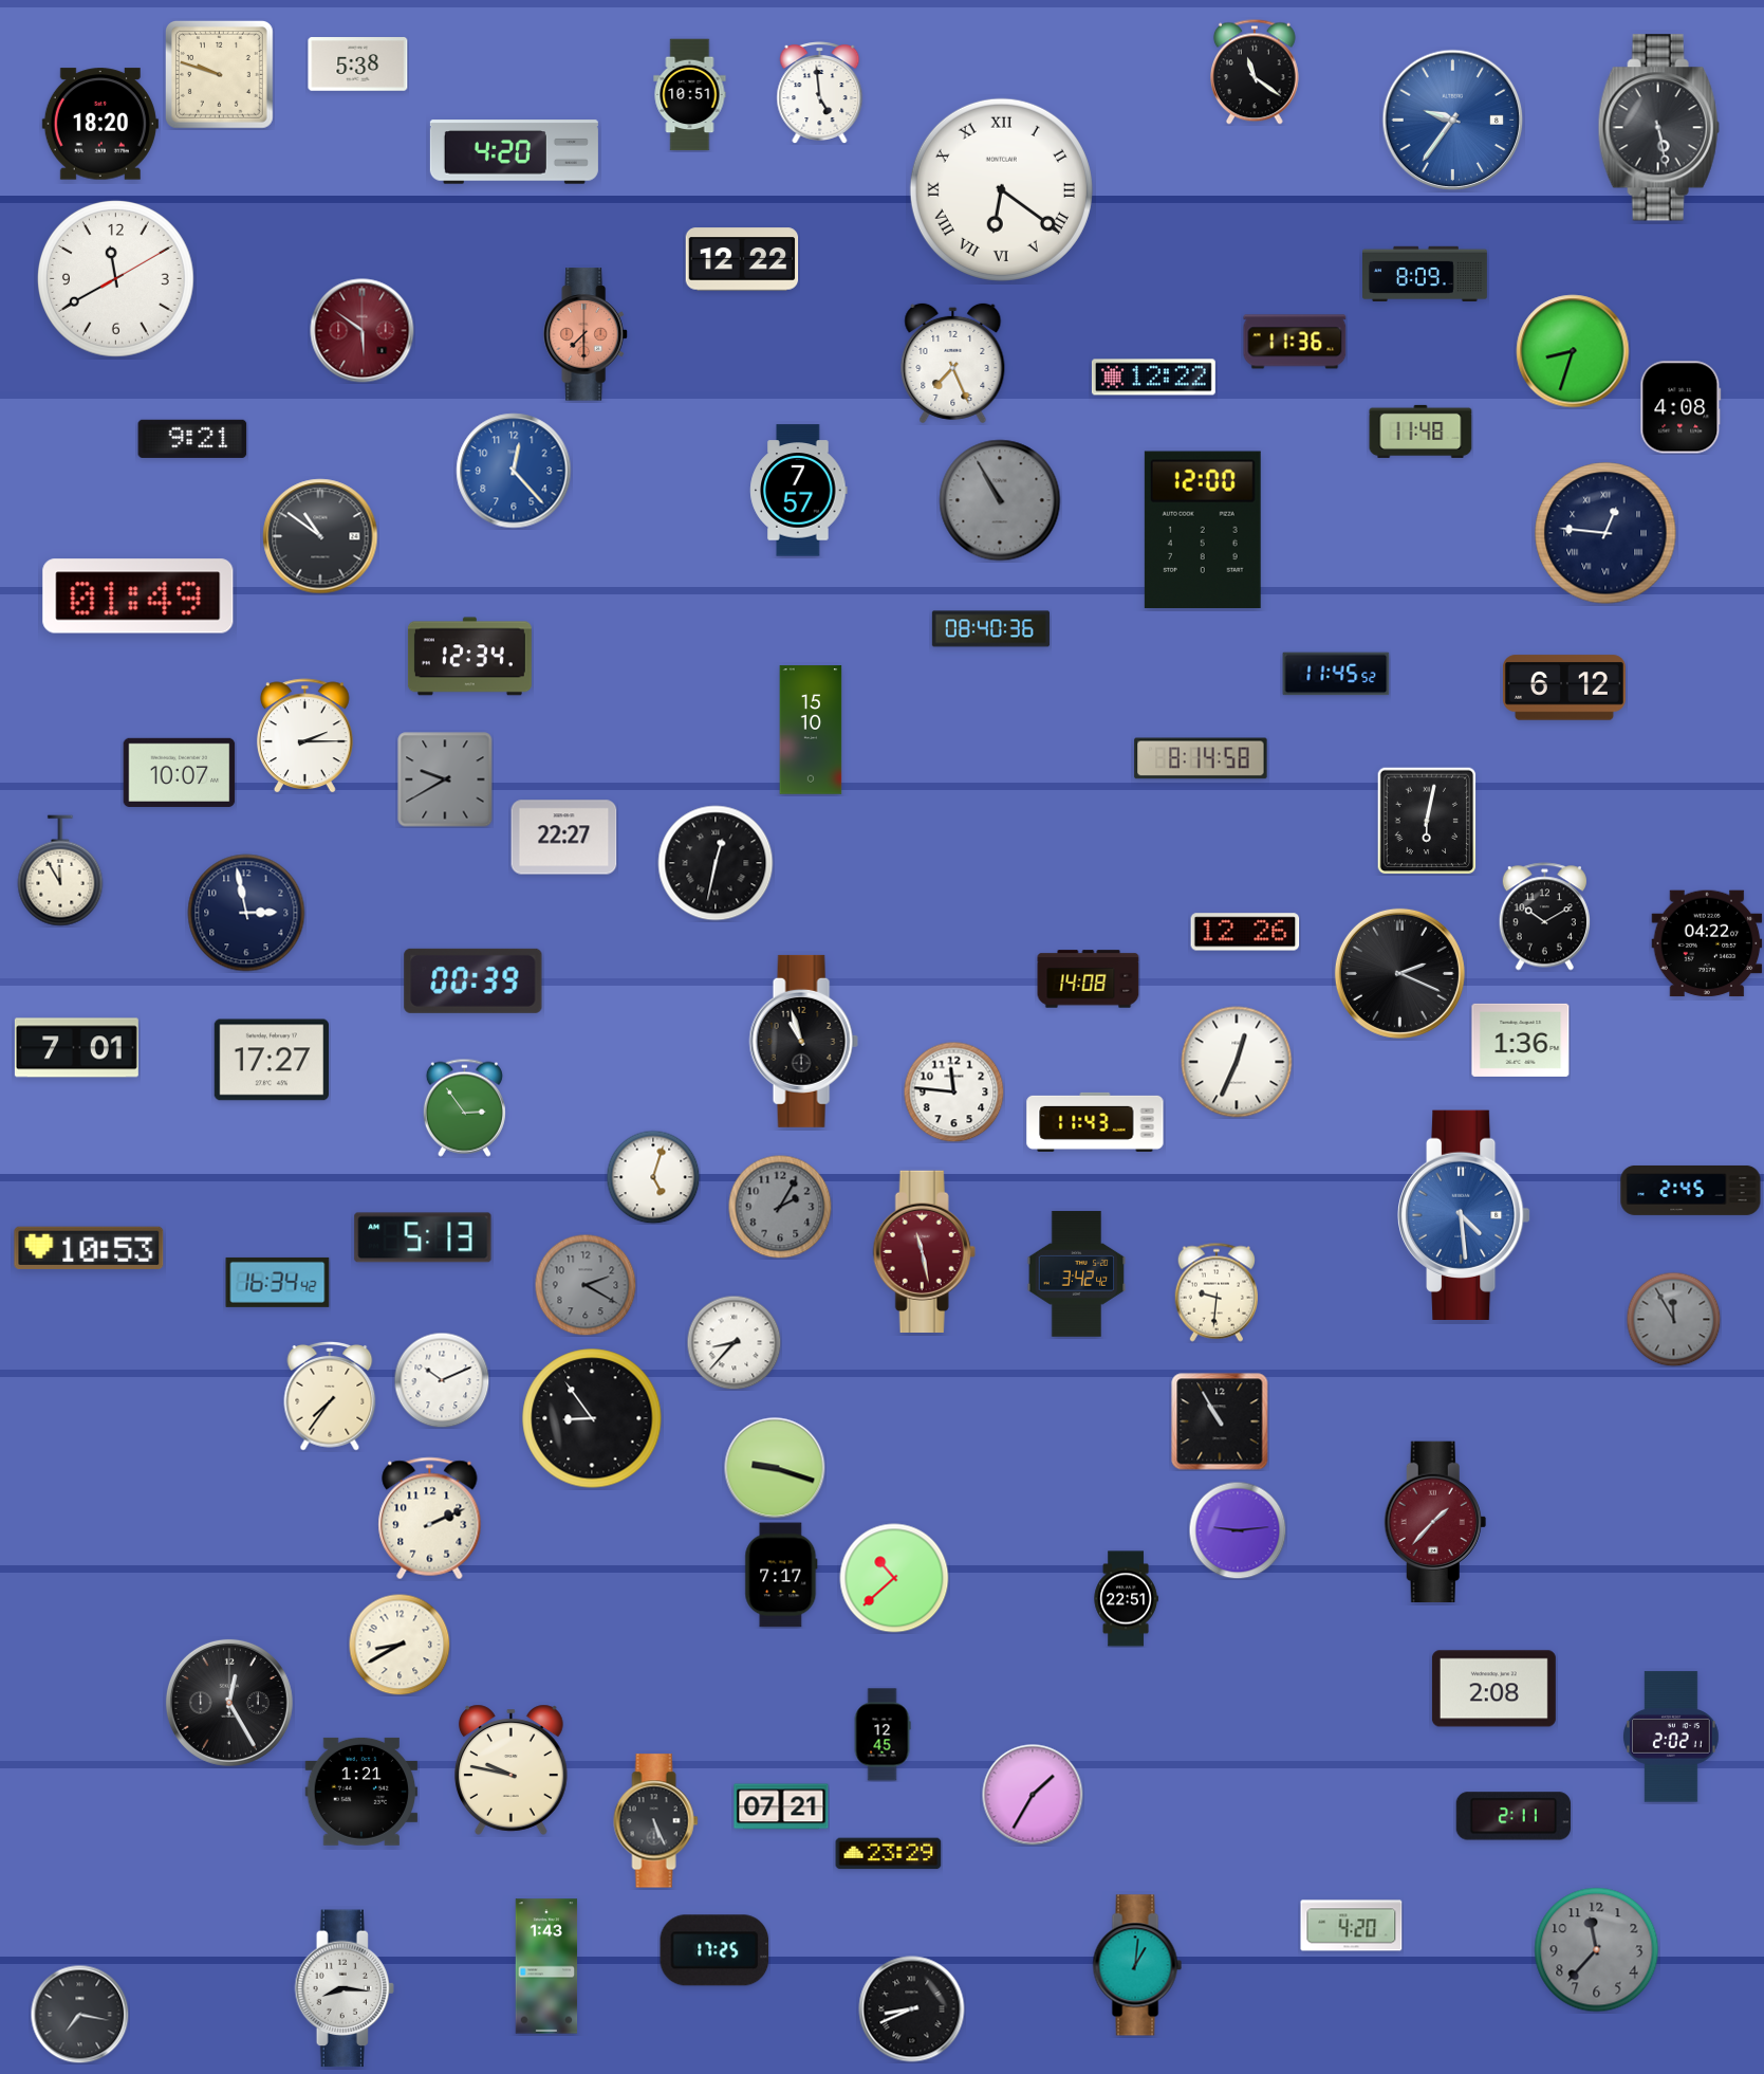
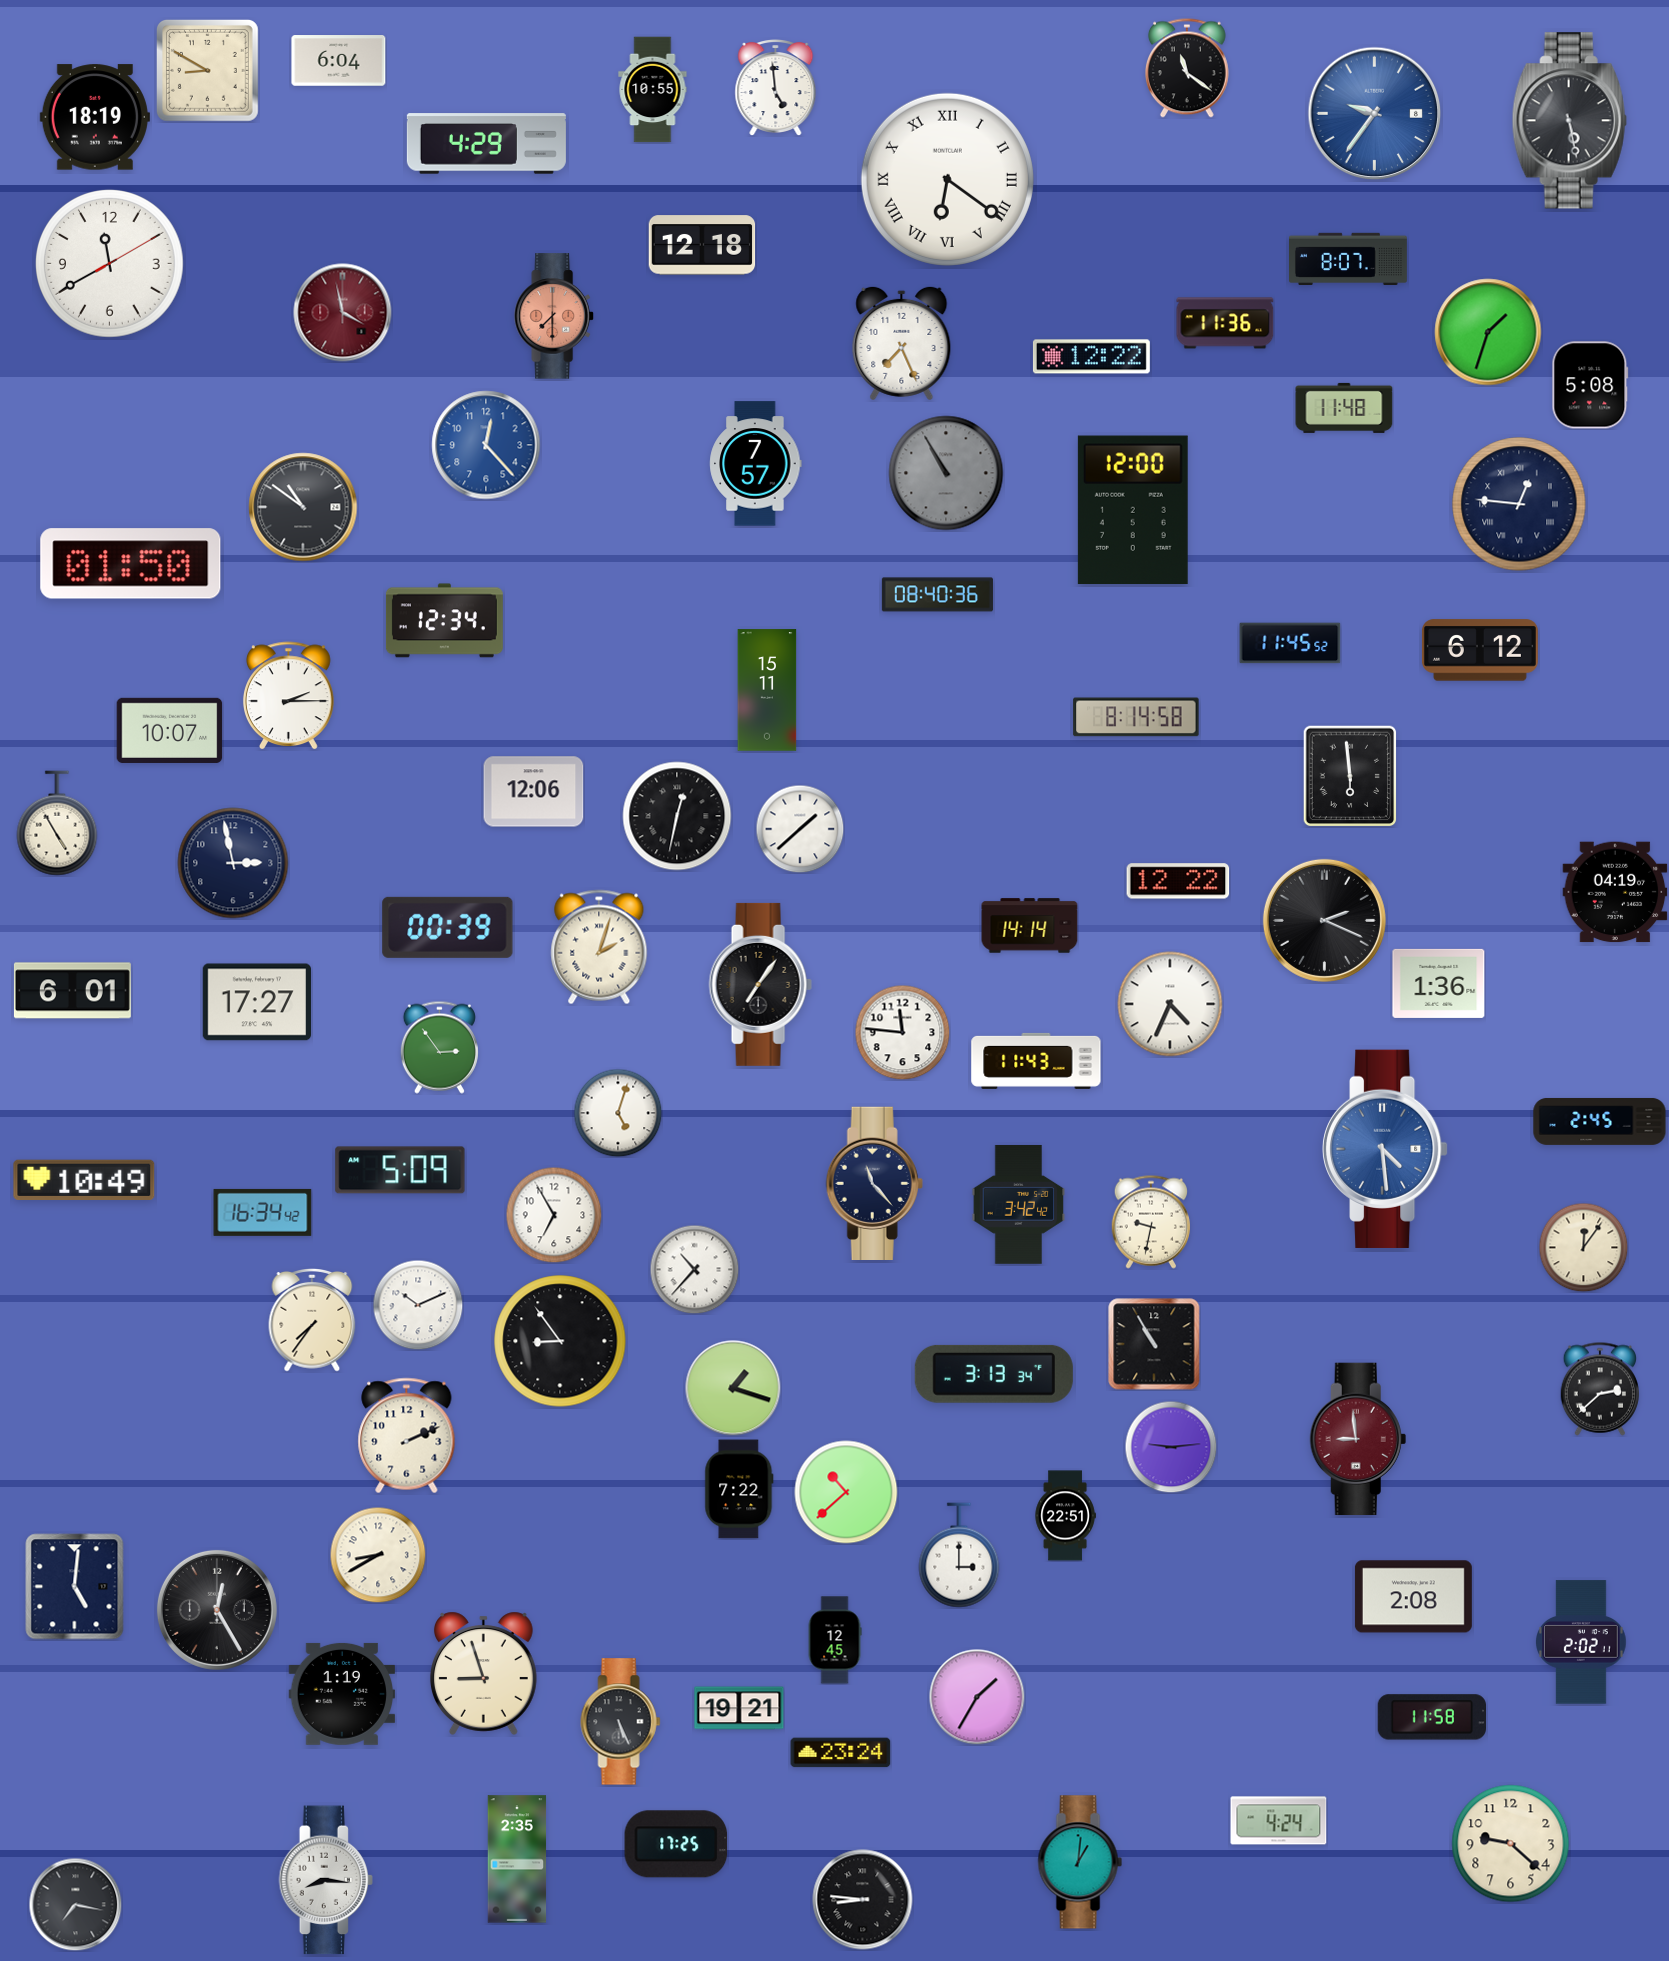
clock at (358, 65): 5:38 -> 6:04
clock at (219, 74): 9:48 -> 8:50
clock at (690, 95): 10:51 -> 10:55
clock at (100, 124): 18:20 -> 18:19
clock at (514, 152): 4:20 -> 4:29
clock at (742, 259): 12:22 -> 12:18
clock at (1426, 273): 8:09 -> 8:07
clock at (363, 331): 5:51 -> 3:58
clock at (1573, 351): 8:33 -> 1:33
clock at (1681, 407): 4:08 -> 5:08
clock at (192, 439): 9:21 -> none
clock at (1203, 530) position: (1203, 530) -> (1133, 510)
clock at (138, 596): 01:49 -> 01:50
clock at (1336, 674) position: (1336, 674) -> (1290, 643)
clock at (811, 730): 15:10 -> 15:11
clock at (445, 779): 9:40 -> none
clock at (1427, 821): 6:02 -> 5:59
clock at (564, 838): 22:27 -> 12:06
clock at (60, 870): 11:55 -> 4:55
clock at (800, 829): none -> 1:38
clock at (1544, 917): 10:10 -> none
clock at (1245, 932): 12:26 -> 12:22
clock at (1707, 943): 04:22 -> 04:19
clock at (1089, 979): 14:08 -> 14:14
clock at (599, 947): none -> 2:03
clock at (803, 1041): 10:57 -> 7:06
clock at (76, 1048): 7:01 -> 6:01
clock at (1237, 1062): 12:34 -> 4:34
clock at (1691, 1190) position: (1691, 1190) -> (1600, 1121)
clock at (780, 1207): 2:05 -> none
clock at (423, 1237): 5:13 -> 5:09
clock at (89, 1248): 10:53 -> 10:49
clock at (924, 1251): 11:28 -> 11:23
clock at (924, 1251) dial: burgundy -> navy
clock at (586, 1285): 2:20 -> 6:55
clock at (586, 1285) dial: grey -> white
clock at (1215, 1292): 9:31 -> 9:32
clock at (1673, 1319): 11:55 -> 12:06
clock at (1673, 1319) dial: grey -> cream
clock at (734, 1342): 8:37 -> 10:37
clock at (994, 1374): none -> 3:13
clock at (775, 1468): 9:18 -> 1:18
clock at (1599, 1389): none -> 2:38
clock at (1435, 1522): 1:37 -> 8:59
clock at (781, 1575): 7:17 -> 7:22
clock at (1126, 1599) position: (1126, 1599) -> (1065, 1516)
clock at (959, 1555): none -> 3:00
clock at (75, 1587): none -> 5:01
clock at (512, 1769): 9:47 -> 8:57
clock at (361, 1792): 1:21 -> 1:19
clock at (781, 1806): 07:21 -> 19:21
clock at (1512, 1816): 2:11 -> 11:58
clock at (889, 1854): 23:29 -> 23:24
clock at (1352, 1926): 4:20 -> 4:24
clock at (1597, 1950): 11:37 -> 9:22
clock at (1597, 1950) dial: grey -> cream
clock at (1137, 1965) position: (1137, 1965) -> (1080, 1862)
clock at (546, 1966): 1:43 -> 2:35
clock at (912, 2009): 8:41 -> 8:46
